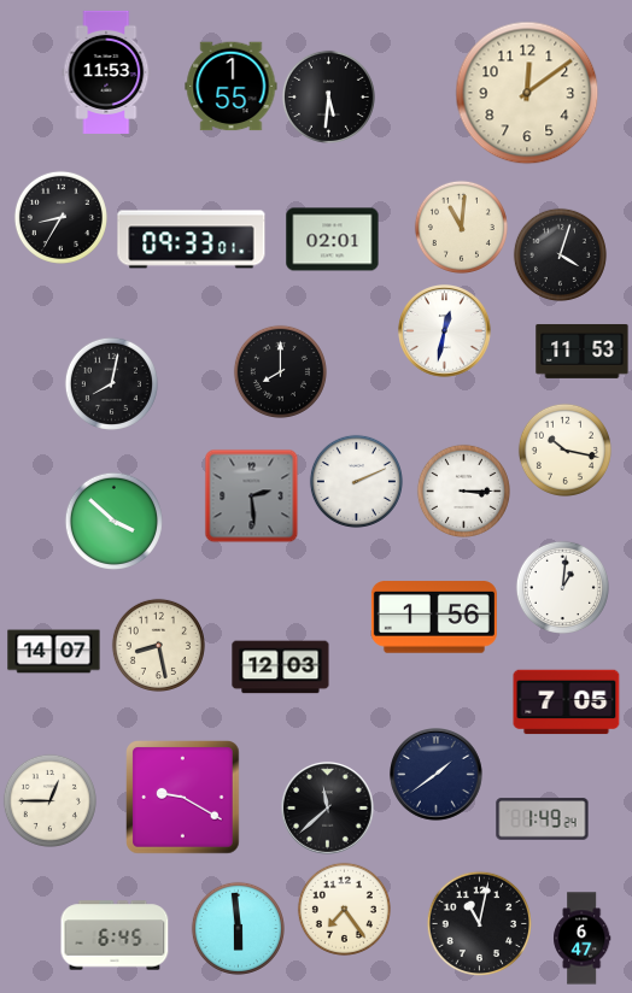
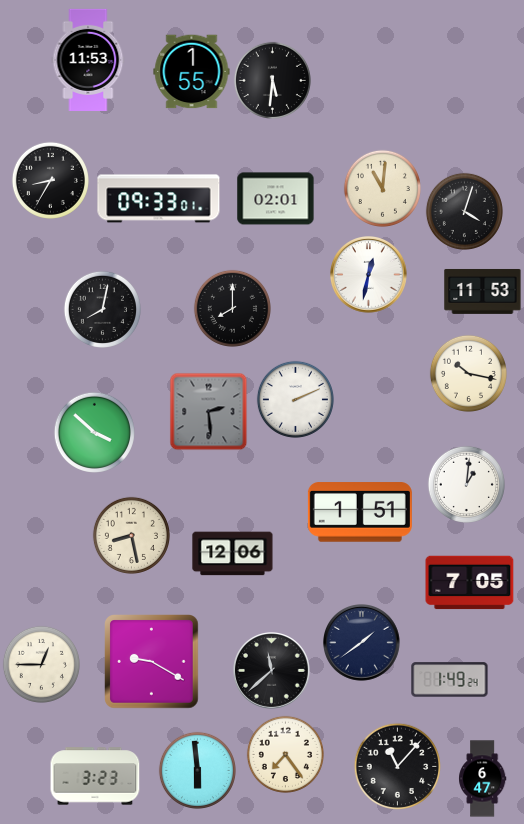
clock at (527, 93): 12:09 -> none
clock at (111, 383) position: (111, 383) -> (102, 309)
clock at (463, 490): 3:15 -> none
clock at (562, 587) position: (562, 587) -> (466, 484)
clock at (434, 617): 1:56 -> 1:51
clock at (54, 652): 14:07 -> none
clock at (281, 668): 12:03 -> 12:06
clock at (479, 923): 11:02 -> 11:07
clock at (115, 935): 6:45 -> 3:23
